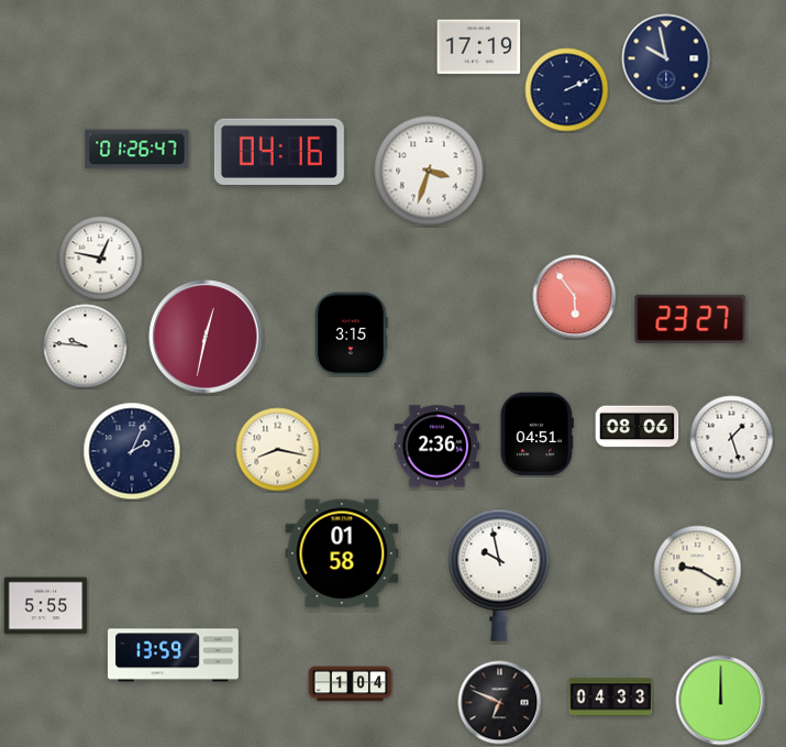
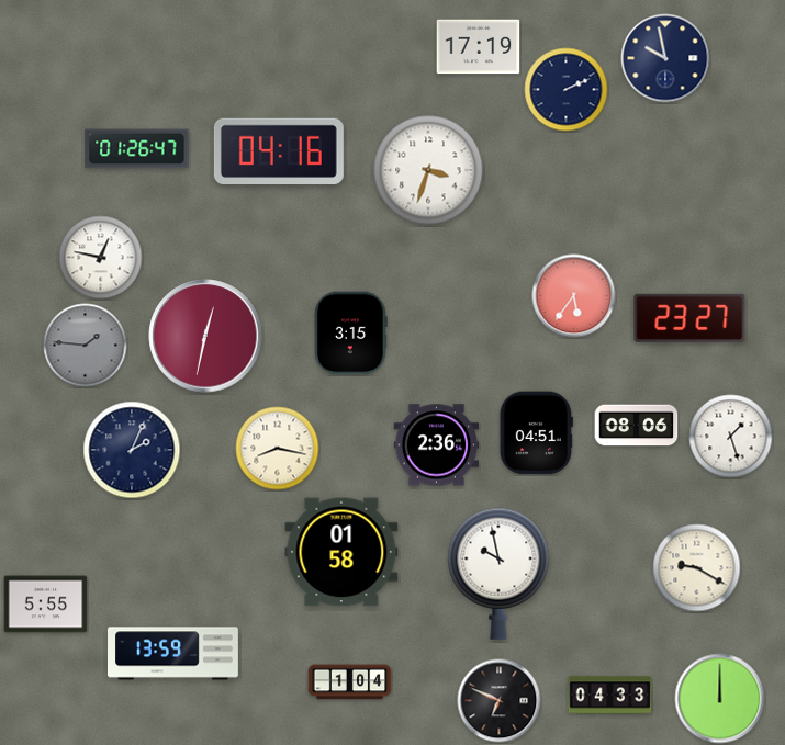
clock at (575, 297): 5:54 -> 5:36
clock at (86, 347): 9:46 -> 1:46
clock at (86, 347) dial: white -> grey
